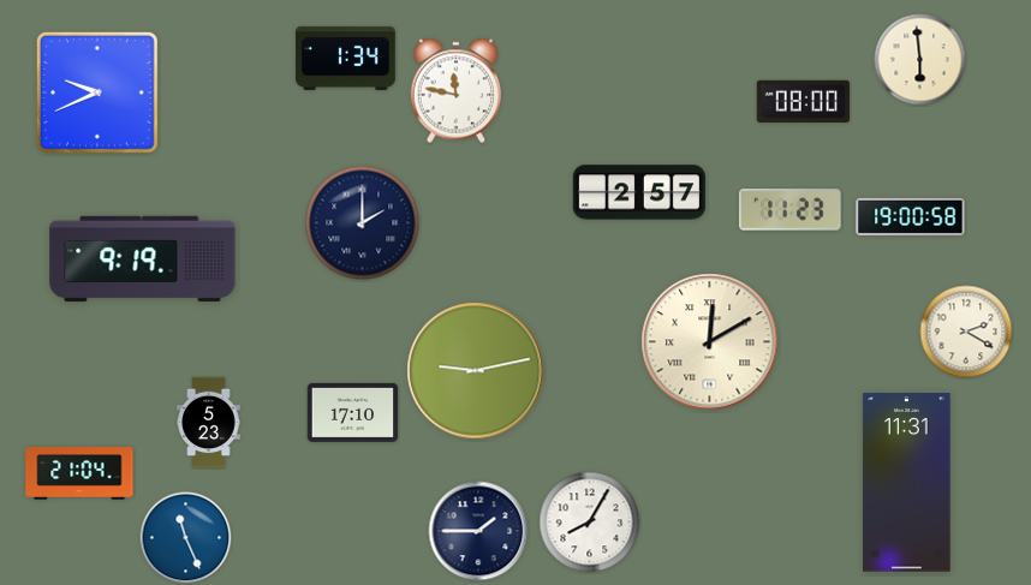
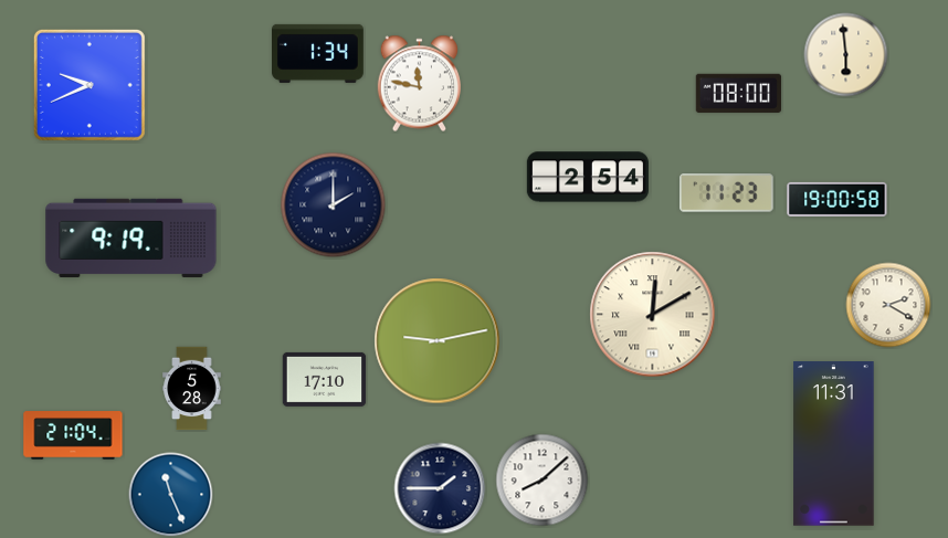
clock at (639, 192): 2:57 -> 2:54
clock at (209, 423): 5:23 -> 5:28
clock at (590, 523): 8:05 -> 8:08
